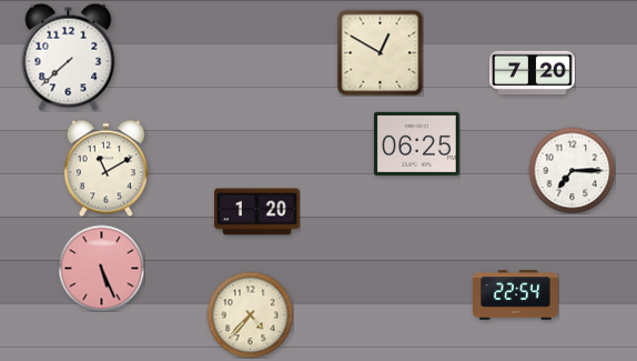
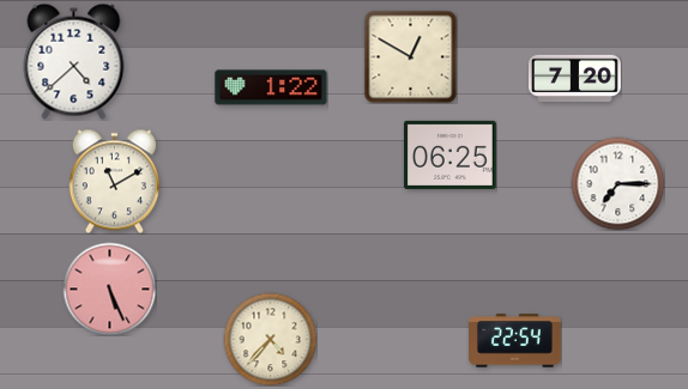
clock at (69, 57): 7:38 -> 4:38
clock at (271, 87): none -> 1:22
clock at (257, 212): 1:20 -> none
clock at (516, 295) position: (516, 295) -> (515, 341)
